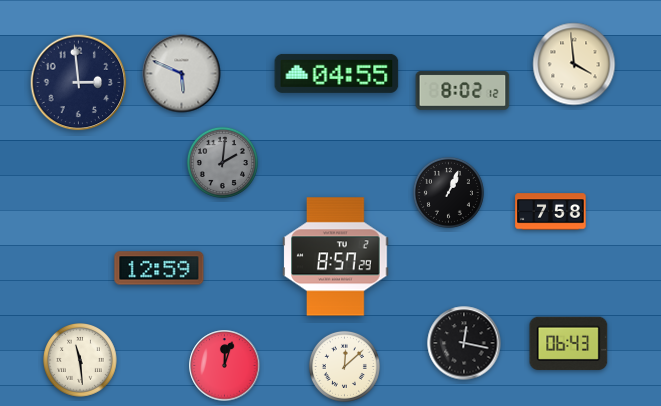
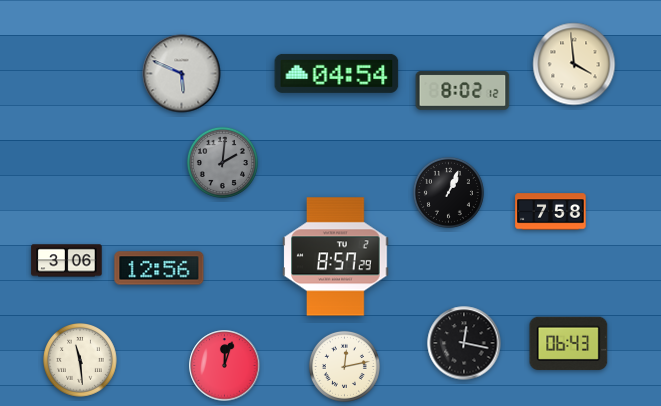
clock at (337, 73): 04:55 -> 04:54
clock at (79, 83): 2:59 -> none
clock at (67, 261): none -> 3:06
clock at (159, 268): 12:59 -> 12:56
clock at (344, 366): 12:08 -> 12:13
